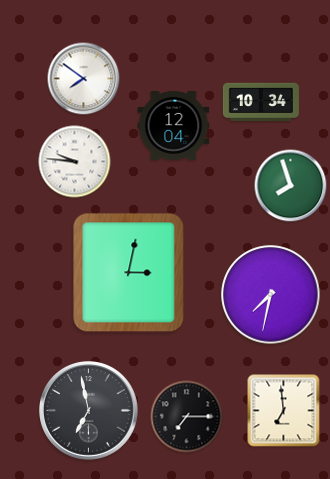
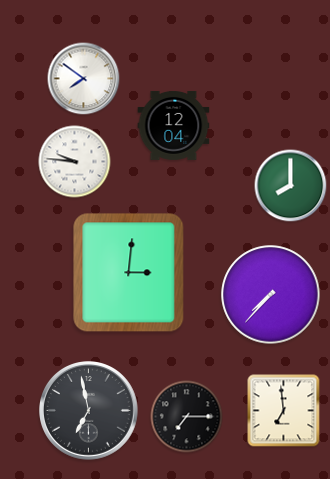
clock at (261, 102): 10:34 -> none
clock at (291, 186): 7:57 -> 8:00
clock at (129, 273): 3:02 -> 3:01
clock at (271, 295): 7:32 -> 7:37
